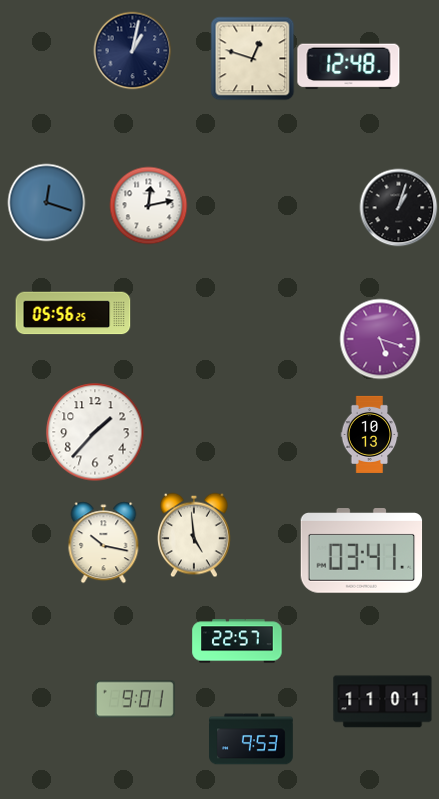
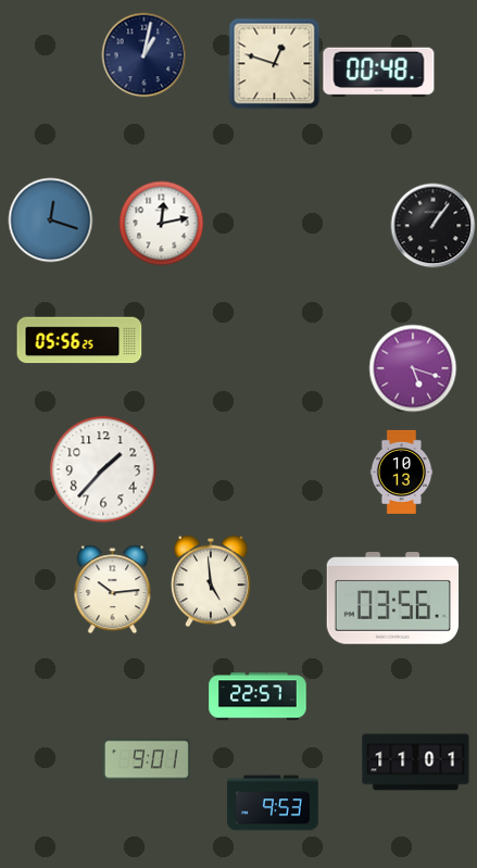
clock at (349, 67): 12:48 -> 00:48
clock at (398, 207): 1:03 -> 1:06
clock at (104, 542): 10:17 -> 10:14
clock at (362, 551): 03:41 -> 03:56
